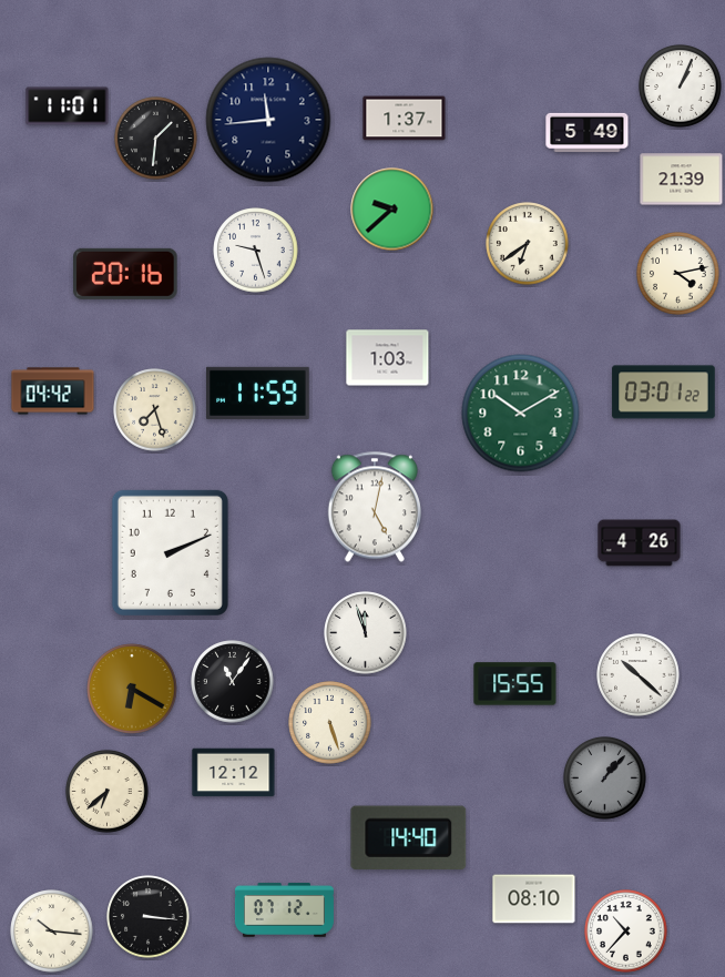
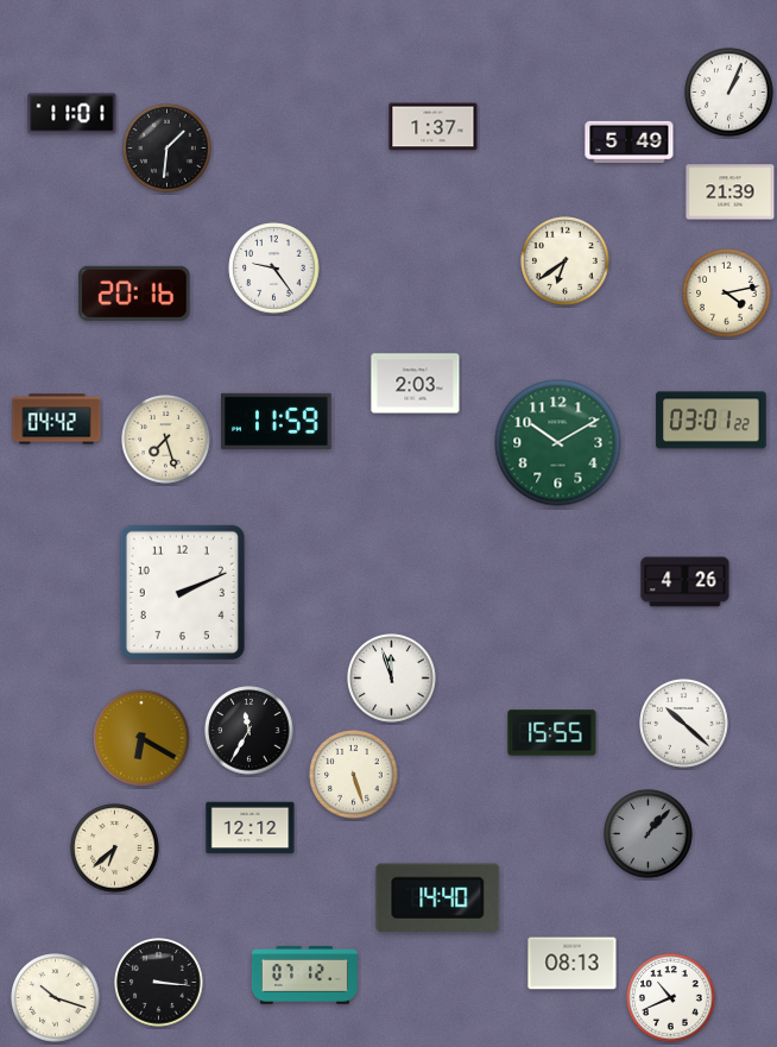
clock at (268, 120): 11:44 -> none
clock at (392, 210): 9:38 -> none
clock at (256, 251): 9:27 -> 9:24
clock at (388, 358): 1:03 -> 2:03
clock at (375, 507): 5:02 -> none
clock at (233, 682): 11:06 -> 11:35
clock at (534, 899): 08:10 -> 08:13
clock at (52, 932): 10:16 -> 10:18
clock at (626, 932): 10:37 -> 10:41
